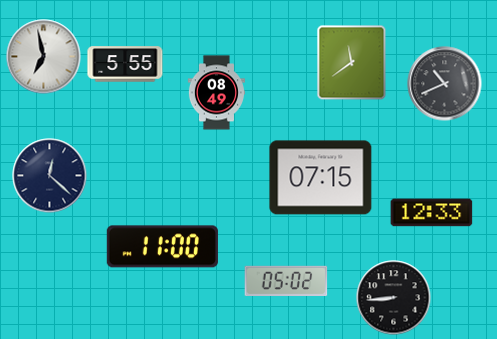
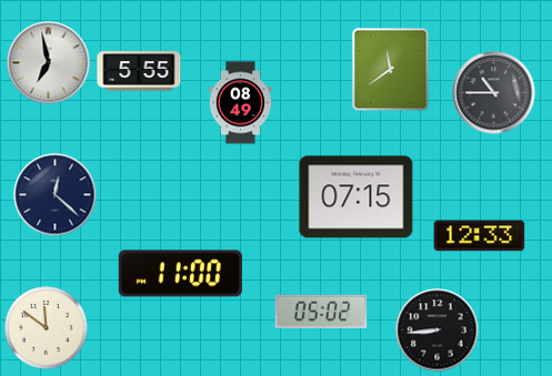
clock at (445, 84): 10:41 -> 10:45
clock at (286, 280) position: (286, 280) -> (321, 311)
clock at (47, 328): none -> 11:51
